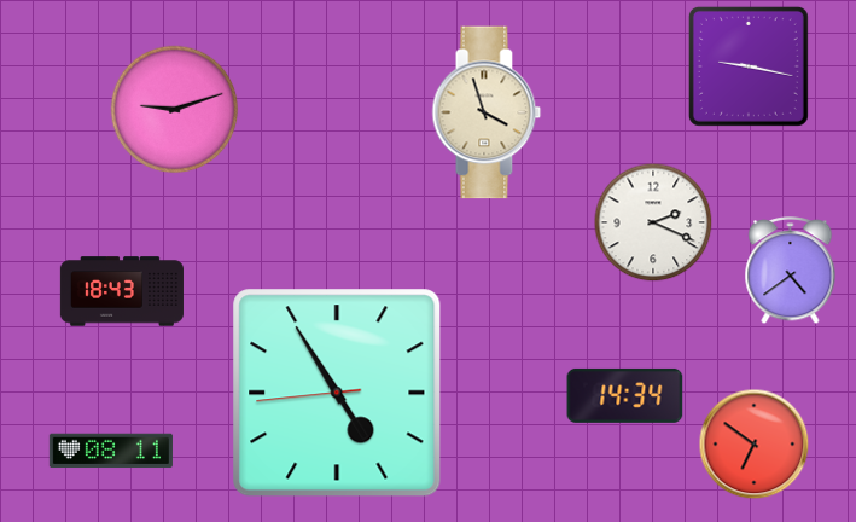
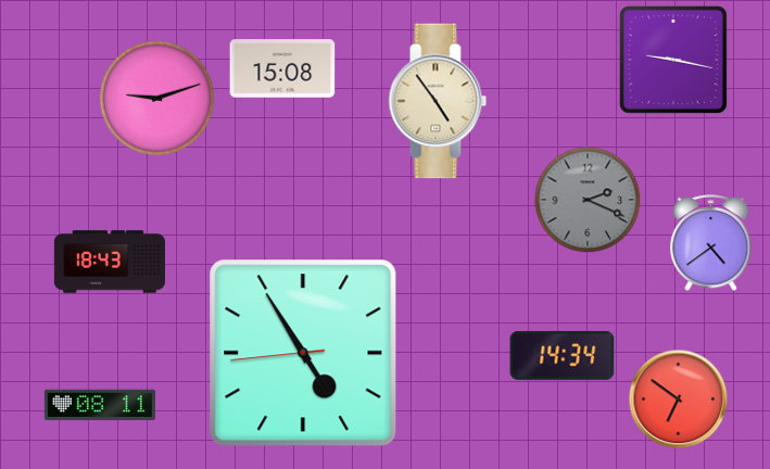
clock at (282, 68): none -> 15:08
clock at (487, 112): 3:57 -> 4:54
clock at (653, 222) dial: white -> grey
